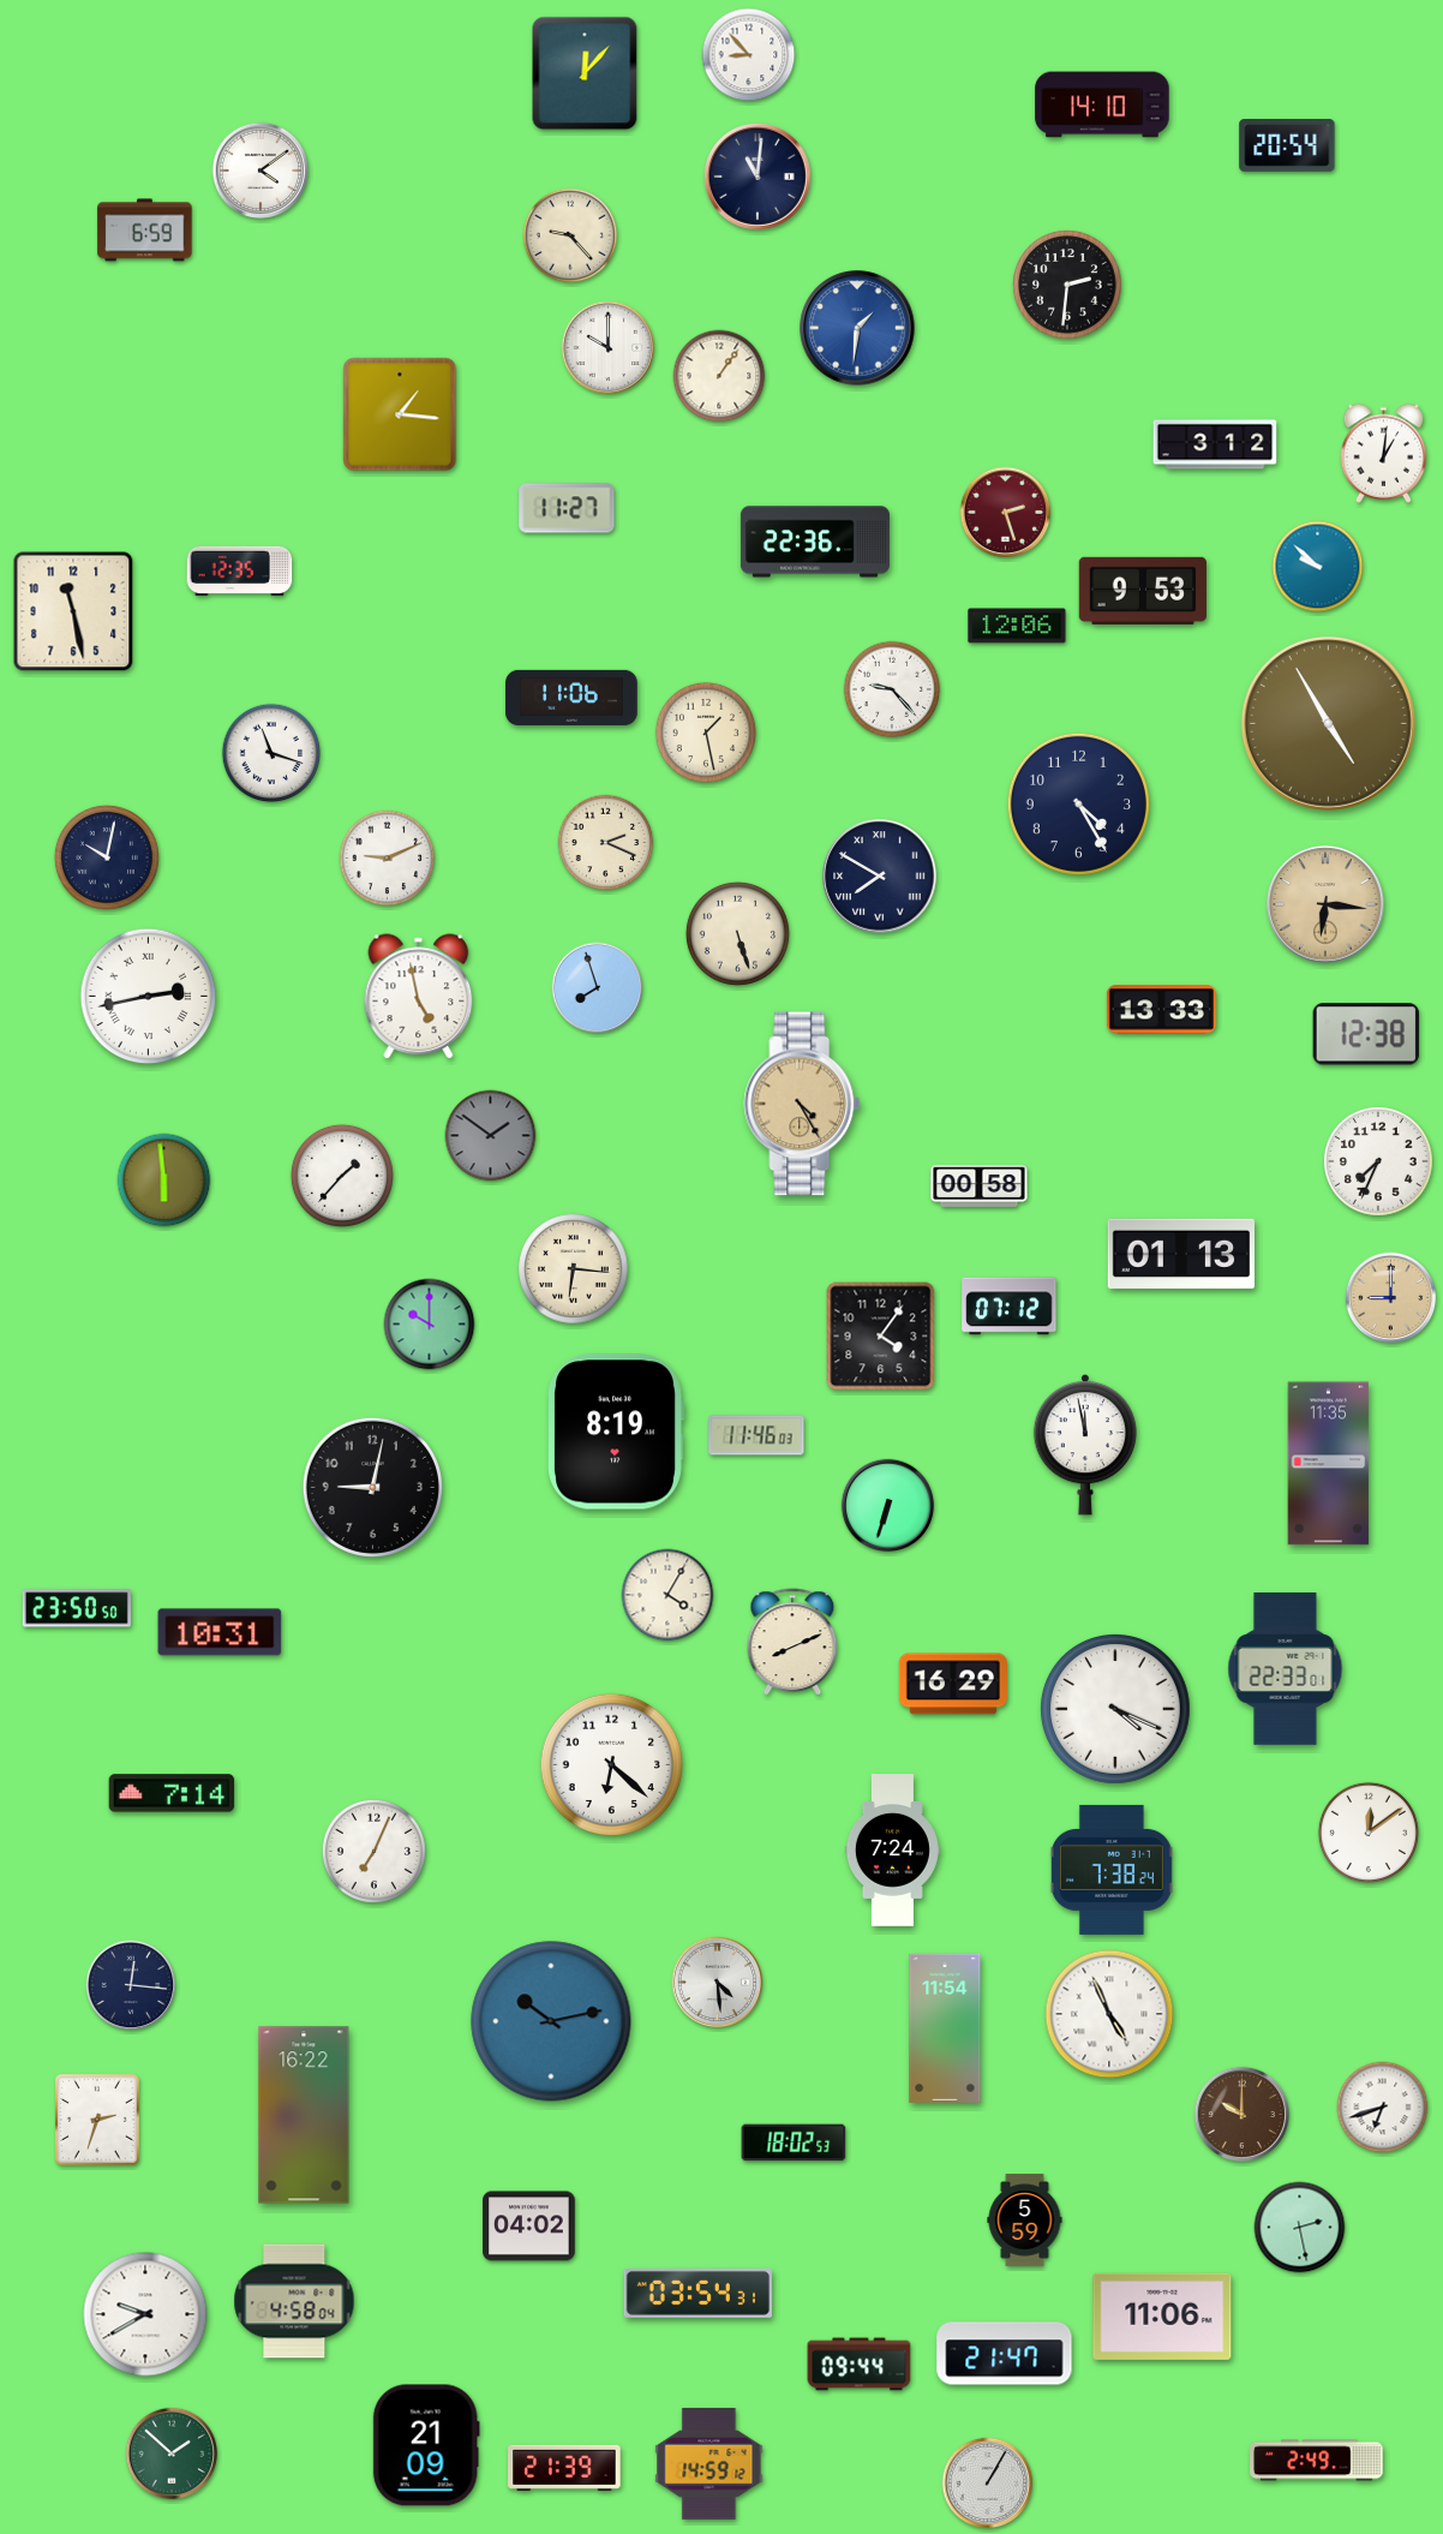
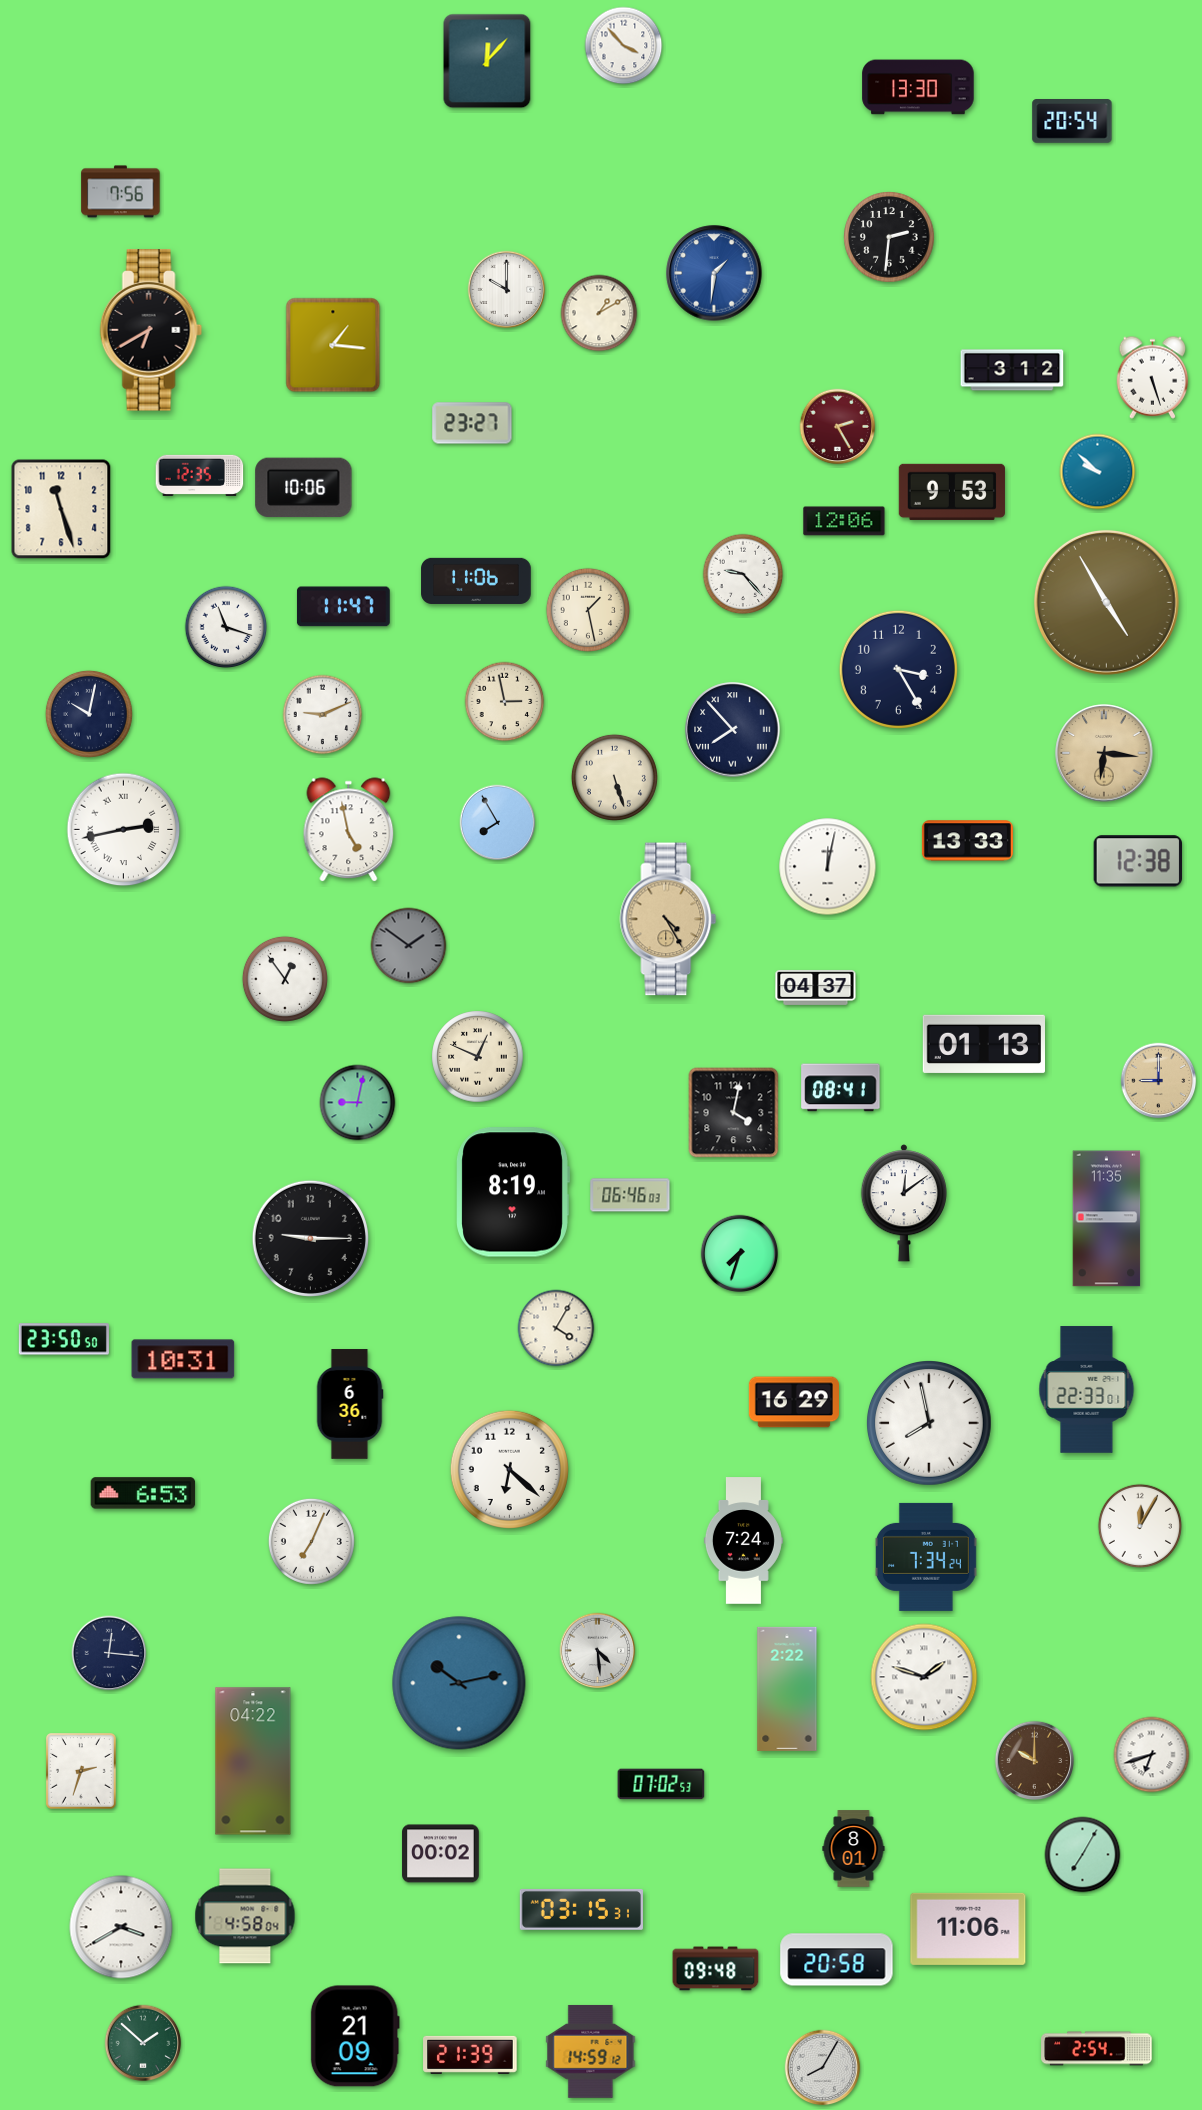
clock at (749, 55): 8:53 -> 3:53
clock at (1102, 104): 14:10 -> 13:30
clock at (261, 171): 4:09 -> none
clock at (759, 178): 11:01 -> none
clock at (145, 231): 6:59 -> 7:56
clock at (570, 235): 9:23 -> none
clock at (719, 376): 1:06 -> 1:10
clock at (151, 330): none -> 6:40
clock at (1384, 453): 1:01 -> 5:27
clock at (567, 508): 11:27 -> 23:27
clock at (1006, 513): 2:27 -> 2:25
clock at (815, 542): 22:36 -> none
clock at (304, 488): none -> 10:06
clock at (73, 611): 11:28 -> 11:27
clock at (1017, 626) position: (1017, 626) -> (844, 521)
clock at (343, 607): none -> 11:47
clock at (1078, 803): 4:25 -> 3:25
clock at (606, 843): 2:19 -> 2:58
clock at (880, 877): 7:50 -> 7:53
clock at (598, 988): 7:57 -> 7:55
clock at (828, 867): none -> 12:02
clock at (1378, 1161): 7:34 -> none
clock at (342, 1176): 1:37 -> 12:54
clock at (164, 1181): 5:59 -> none
clock at (980, 1185): 00:58 -> 04:37
clock at (574, 1269): 6:16 -> 12:49
clock at (1010, 1307): 07:12 -> 08:41
clock at (430, 1325): 10:00 -> 9:02
clock at (881, 1337): 4:06 -> 4:02
clock at (756, 1435): 11:46 -> 06:46
clock at (1084, 1445): 11:58 -> 12:09
clock at (372, 1487): 9:02 -> 9:15
clock at (888, 1506): 6:33 -> 7:33
clock at (792, 1642): 8:11 -> none
clock at (1286, 1669) position: (1286, 1669) -> (1087, 1390)
clock at (350, 1404): none -> 6:36
clock at (1116, 1710): 4:19 -> 7:58
clock at (172, 1793): 7:14 -> 6:53
clock at (1367, 1831): 12:09 -> 12:05
clock at (1112, 1870): 7:38 -> 7:34
clock at (1109, 2014): 4:56 -> 1:48
clock at (945, 2028): 11:54 -> 2:22
clock at (304, 2115): 16:22 -> 04:22
clock at (98, 2121) position: (98, 2121) -> (82, 1772)
clock at (794, 2142): 18:02 -> 07:02
clock at (1025, 2221): 5:59 -> 8:01
clock at (529, 2227): 04:02 -> 00:02
clock at (1300, 2228): 2:28 -> 7:05
clock at (697, 2293): 03:54 -> 03:15
clock at (145, 2314): 9:40 -> 3:40
clock at (1005, 2354): 21:47 -> 20:58
clock at (860, 2365): 09:44 -> 09:48
clock at (1317, 2461): 2:49 -> 2:54
clock at (988, 2484): 1:05 -> 8:05
